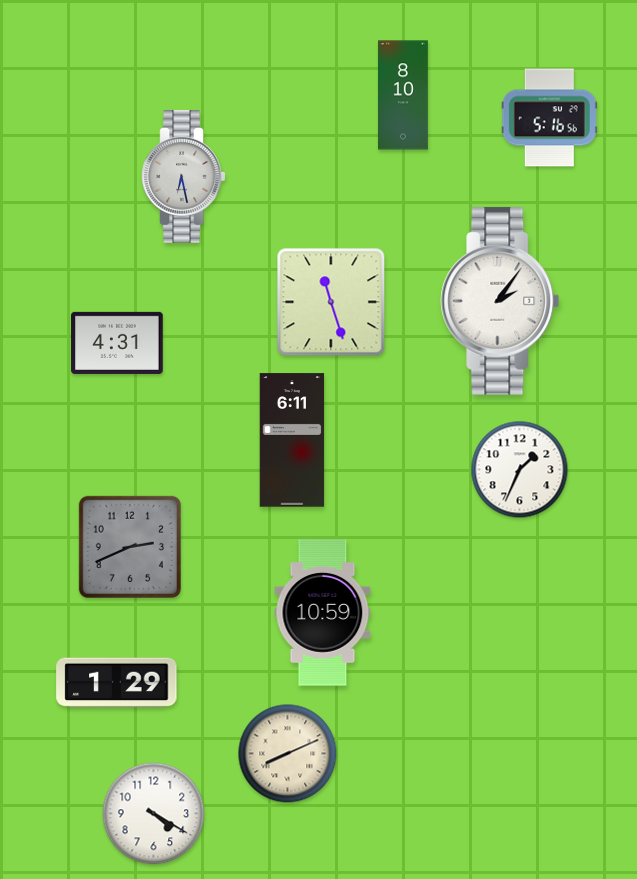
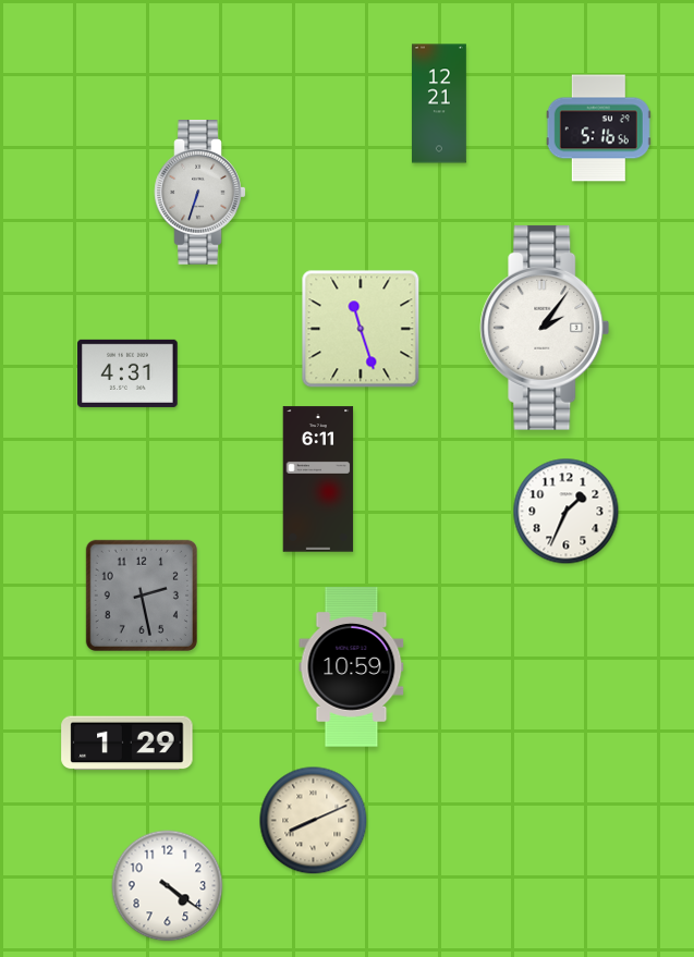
clock at (404, 95): 8:10 -> 12:21
clock at (184, 177): 6:28 -> 6:33
clock at (130, 547): 2:41 -> 2:28
clock at (154, 814): 4:20 -> 4:21
